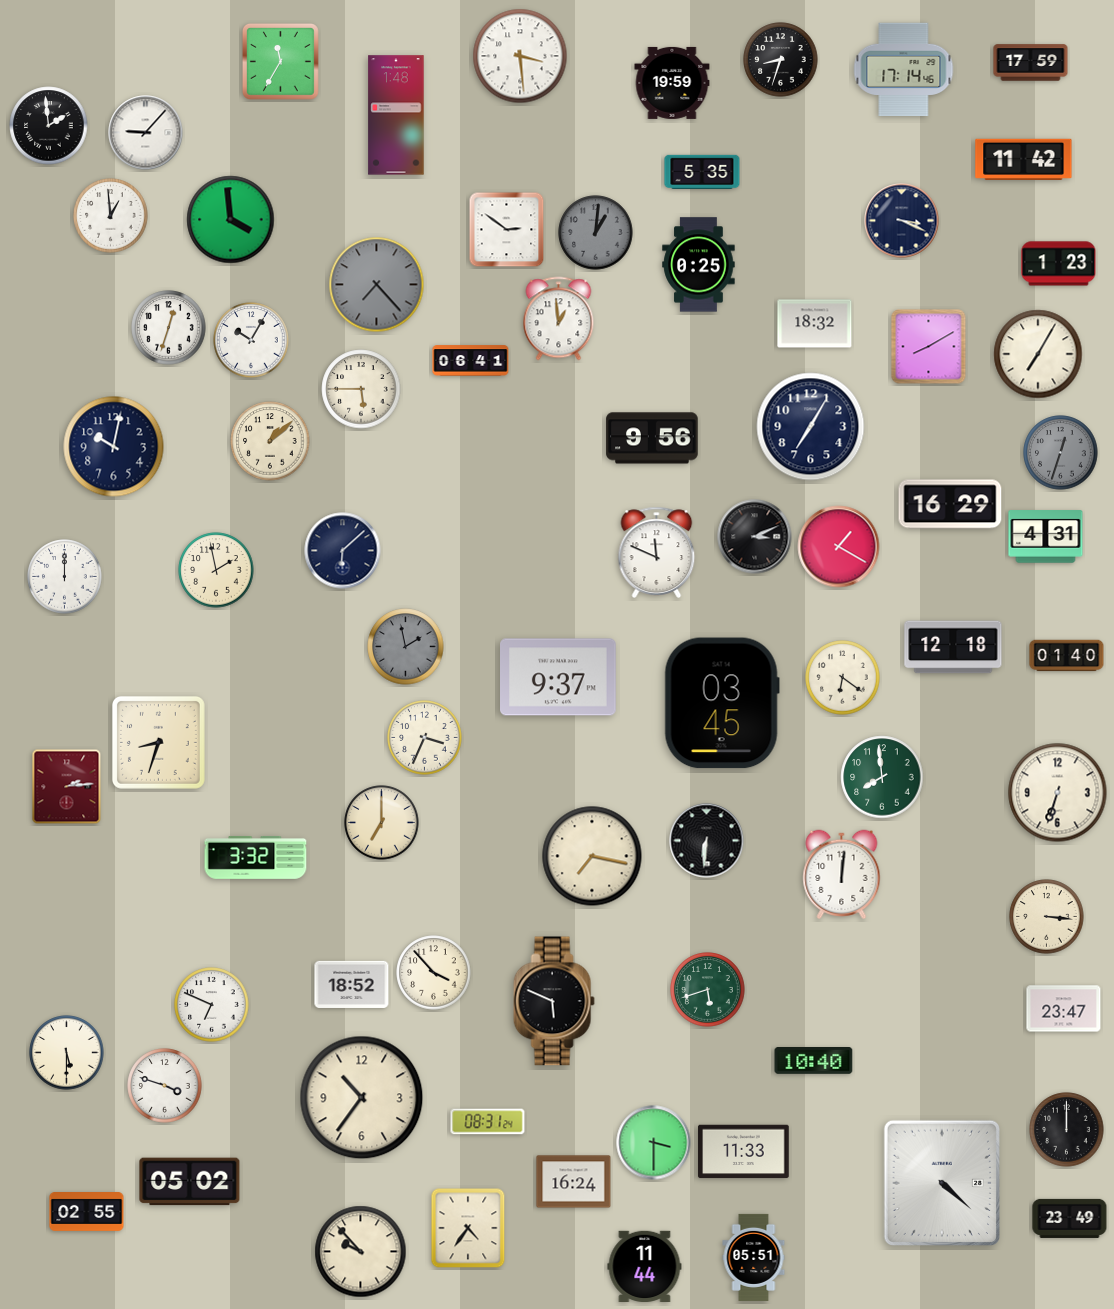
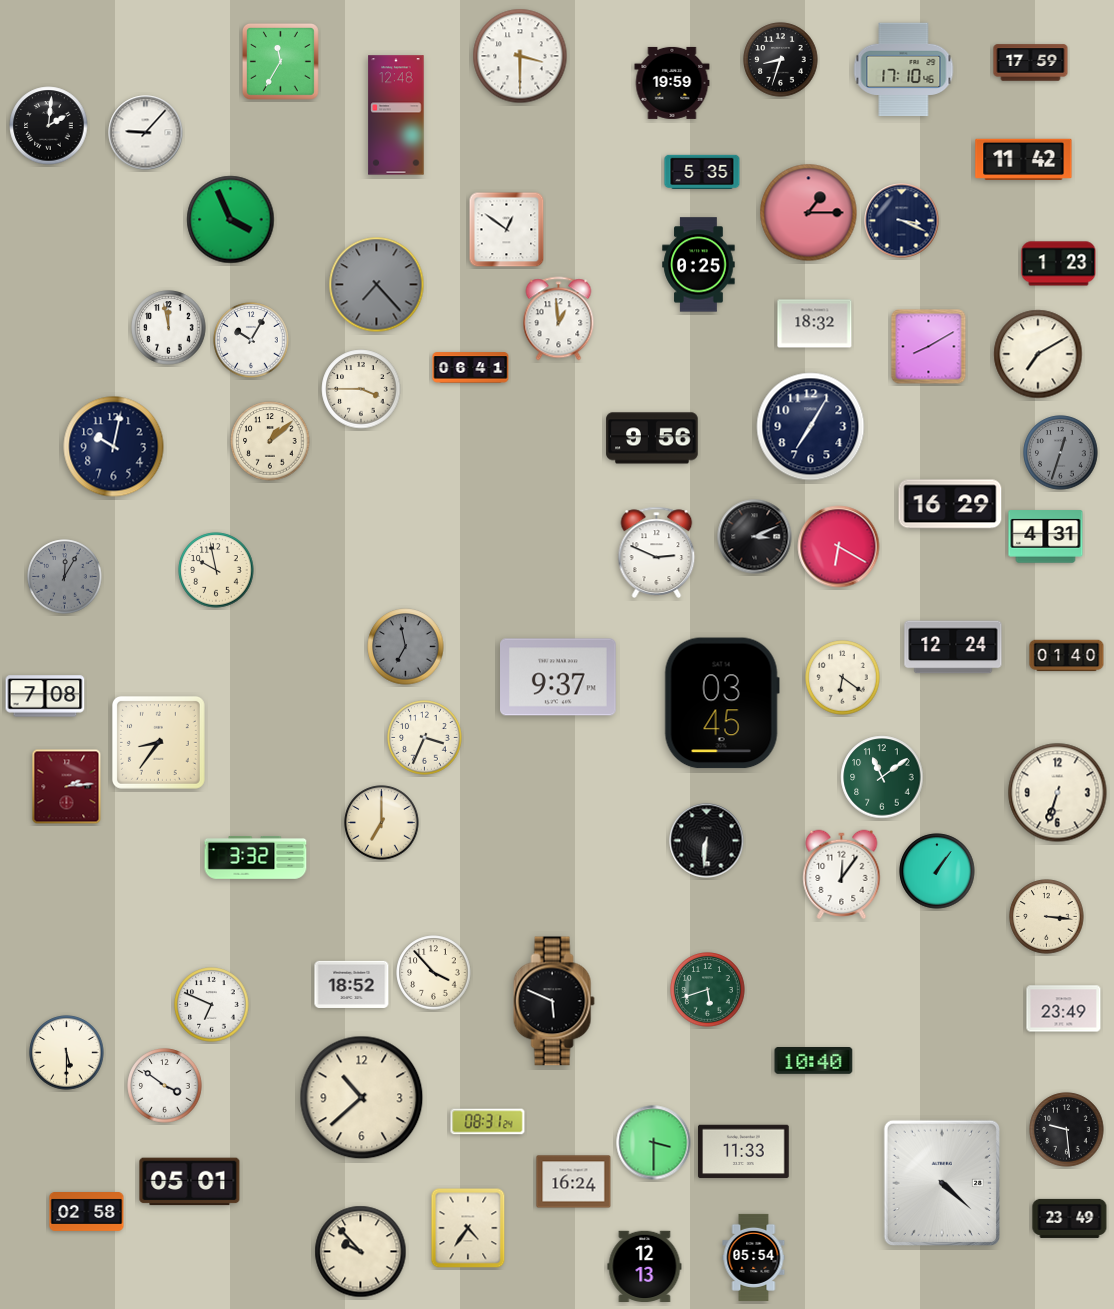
clock at (520, 56): 3:29 -> 3:30
clock at (904, 70): 17:14 -> 17:10
clock at (396, 115): 1:48 -> 12:48
clock at (49, 126): 1:59 -> 2:01
clock at (809, 213): none -> 1:15
clock at (111, 216): 12:59 -> none
clock at (231, 220): 3:59 -> 3:56
clock at (507, 230): 2:51 -> 12:51
clock at (596, 233): 1:01 -> none
clock at (169, 328): 12:33 -> 11:58
clock at (1038, 354): 7:05 -> 7:10
clock at (471, 361) position: (471, 361) -> (471, 368)
clock at (361, 389): 5:45 -> 3:45
clock at (839, 547): 1:20 -> 6:20
clock at (343, 551): 6:08 -> none
clock at (657, 552): 11:49 -> 2:49
clock at (216, 570): 1:58 -> 9:58
clock at (65, 577): 12:00 -> 12:05
clock at (65, 577) dial: white -> grey
clock at (406, 647): 1:58 -> 6:58
clock at (953, 647): 12:18 -> 12:24
clock at (45, 696): none -> 7:08
clock at (158, 742): 8:33 -> 8:36
clock at (882, 777): 7:59 -> 11:09
clock at (592, 856): 7:17 -> none
clock at (937, 871): none -> 1:06
clock at (842, 875): 12:01 -> 12:06
clock at (1064, 1009): 23:47 -> 23:49
clock at (165, 1086): 3:48 -> 3:51
clock at (362, 1098): 10:36 -> 10:38
clock at (1067, 1130): 12:00 -> 9:29
clock at (190, 1182): 05:02 -> 05:01
clock at (87, 1212): 02:55 -> 02:58
clock at (754, 1257): 05:51 -> 05:54
clock at (645, 1266): 11:44 -> 12:13
